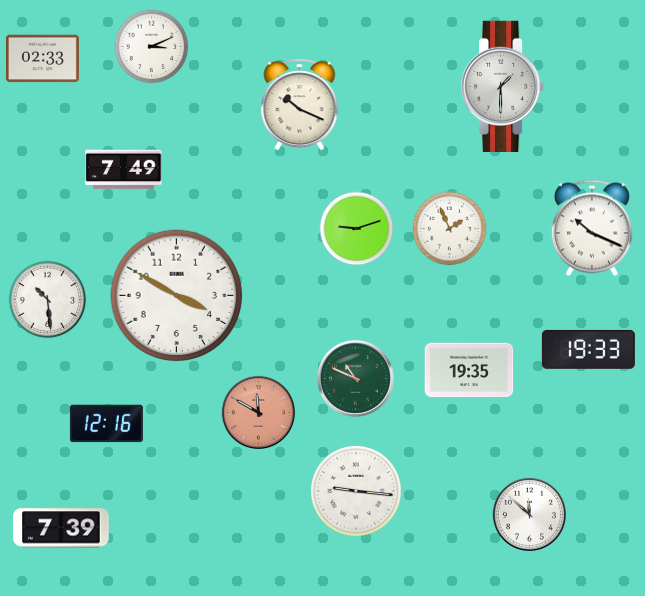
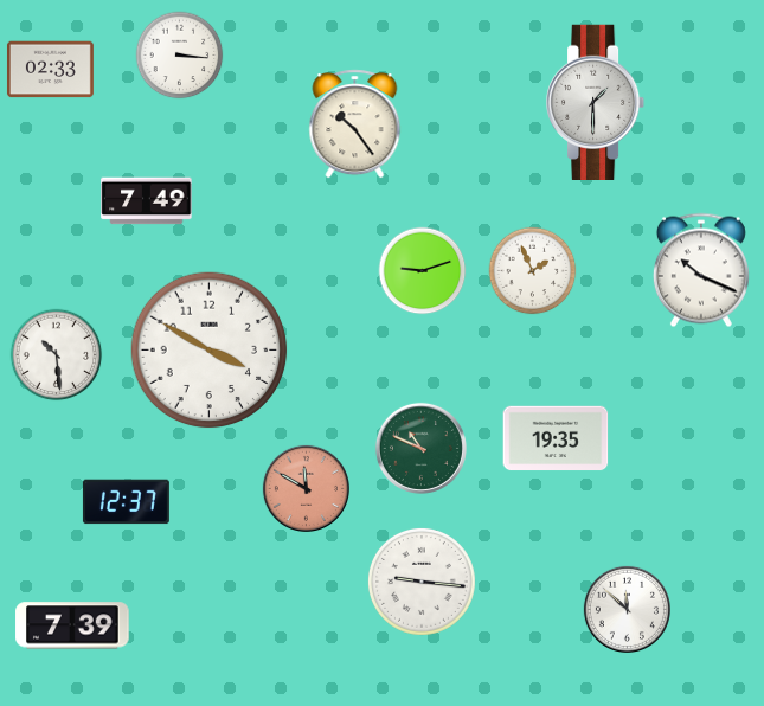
clock at (152, 47): 3:11 -> 3:16
clock at (300, 105): 10:19 -> 10:24
clock at (588, 349): 19:33 -> none
clock at (106, 424): 12:16 -> 12:37
